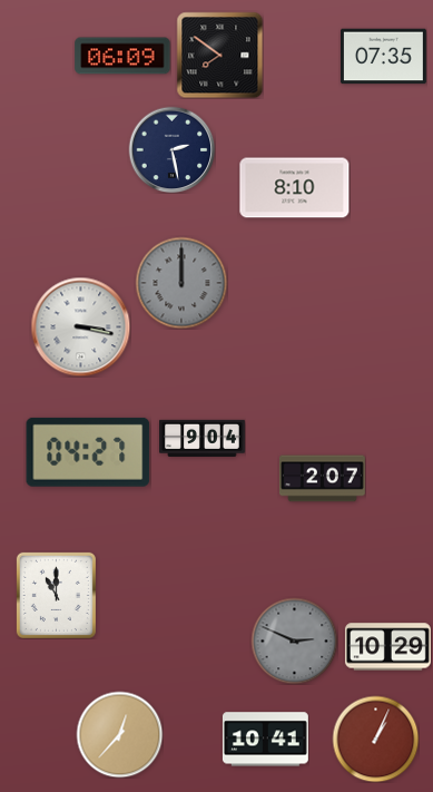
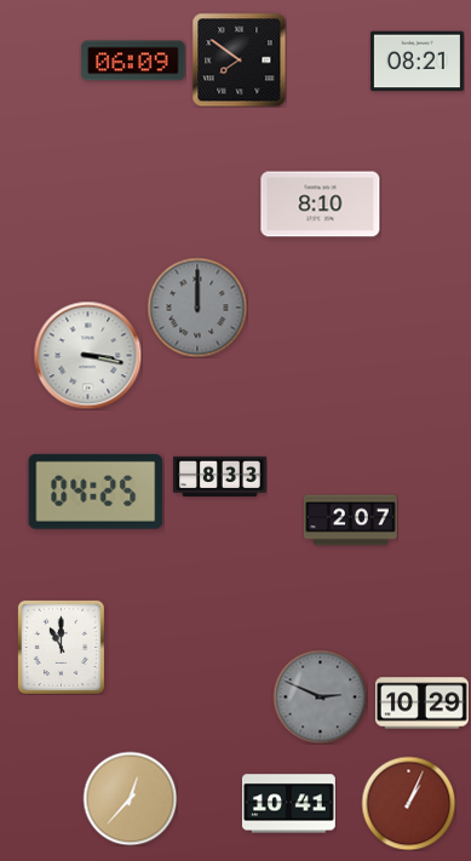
clock at (383, 57): 07:35 -> 08:21
clock at (171, 149): 2:28 -> none
clock at (203, 438): 9:04 -> 8:33
clock at (88, 452): 04:27 -> 04:25
